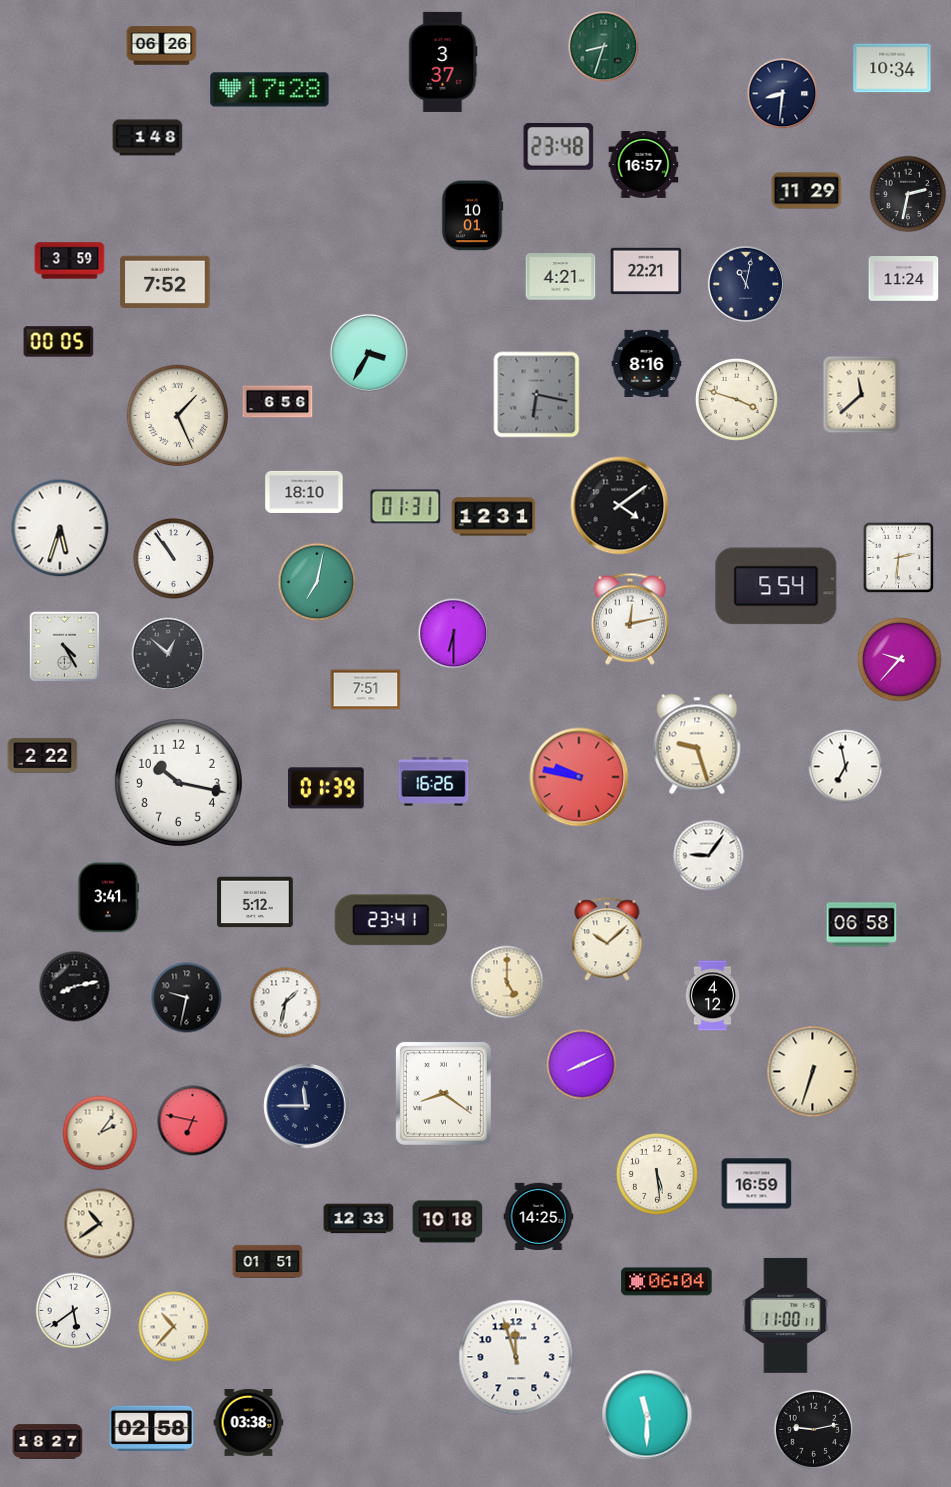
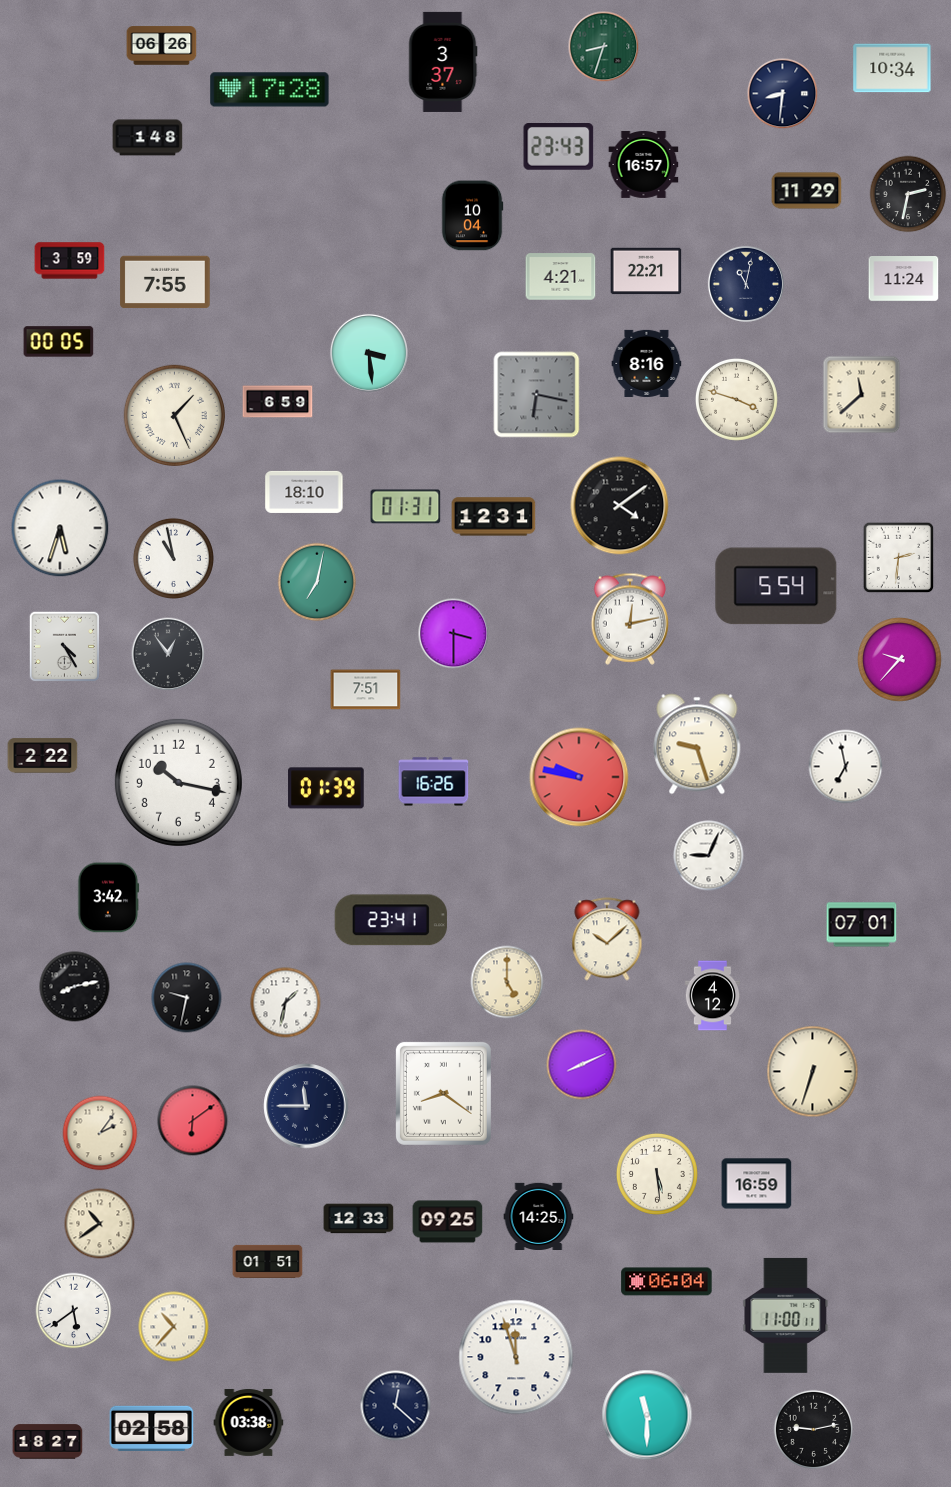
clock at (559, 147): 23:48 -> 23:43
clock at (472, 216): 10:01 -> 10:04
clock at (165, 282): 7:52 -> 7:55
clock at (369, 353): 3:35 -> 3:29
clock at (278, 402): 6:56 -> 6:59
clock at (177, 415) position: (177, 415) -> (174, 415)
clock at (173, 558): 10:54 -> 10:58
clock at (454, 634): 6:30 -> 3:30
clock at (168, 654): 12:52 -> 12:54
clock at (709, 856): 9:06 -> 9:04
clock at (109, 898): 3:41 -> 3:42
clock at (255, 902): 5:12 -> none
clock at (862, 925): 06:58 -> 07:01
clock at (193, 1121): 6:47 -> 6:09
clock at (448, 1222): 10:18 -> 09:25
clock at (396, 1406): none -> 12:22
